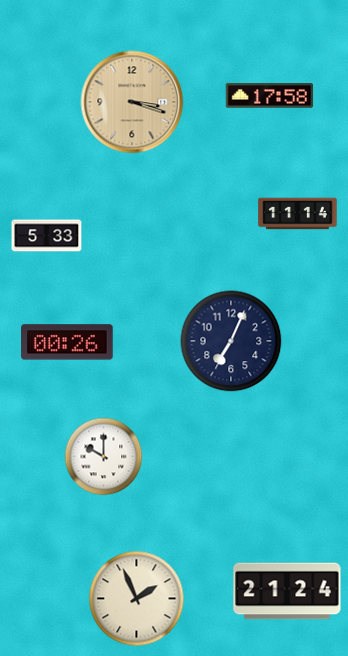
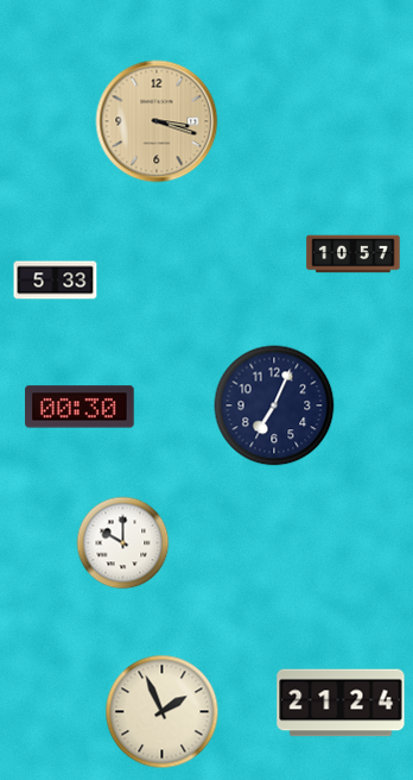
clock at (270, 96): 17:58 -> none
clock at (298, 214): 11:14 -> 10:57
clock at (67, 342): 00:26 -> 00:30
